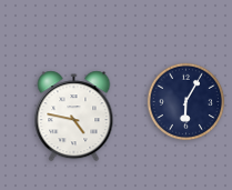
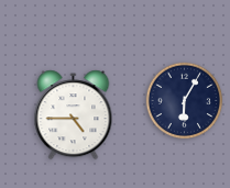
clock at (74, 117): 4:47 -> 4:45
